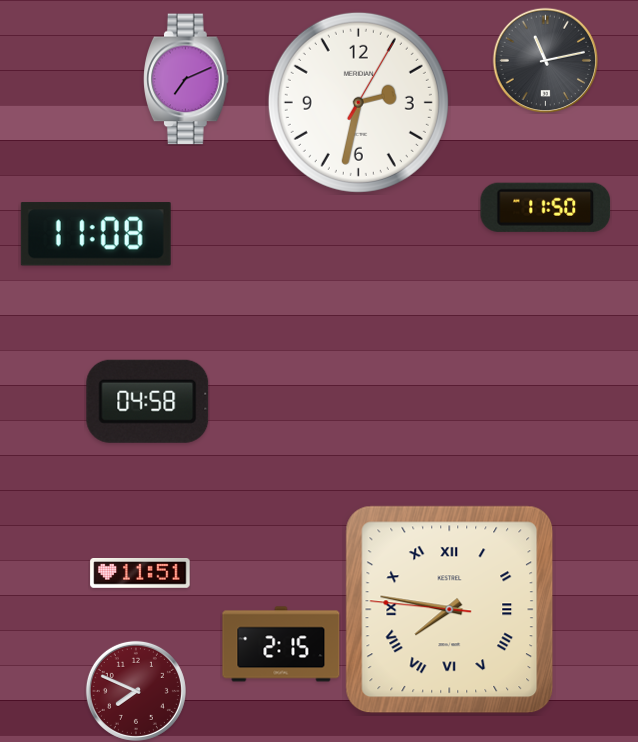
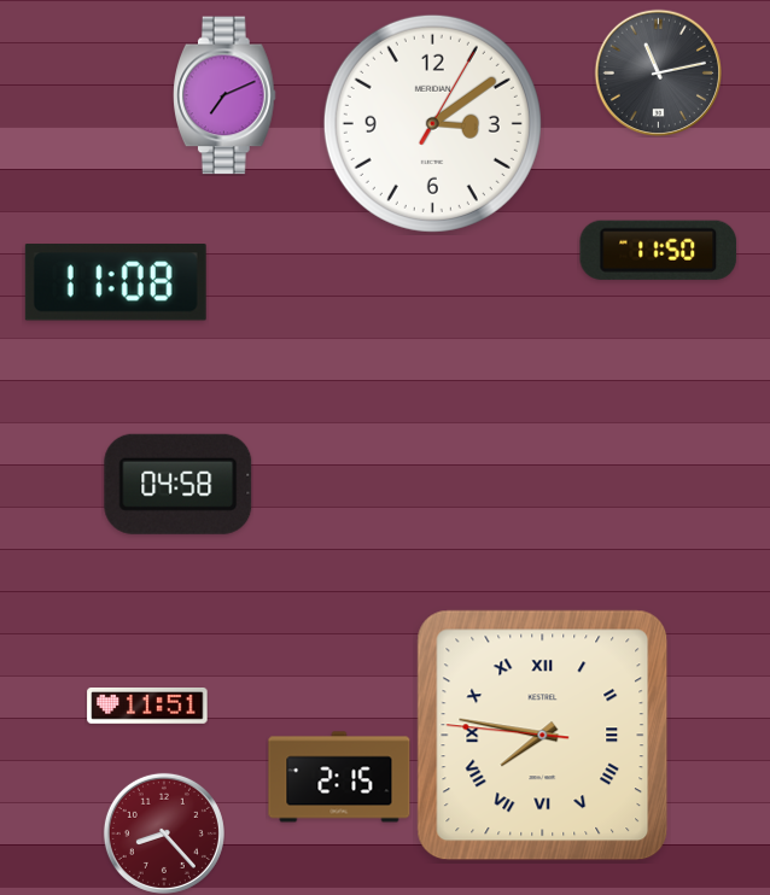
clock at (358, 102): 2:32 -> 3:09
clock at (140, 574) position: (140, 574) -> (147, 707)
clock at (136, 691): 7:49 -> 8:23
